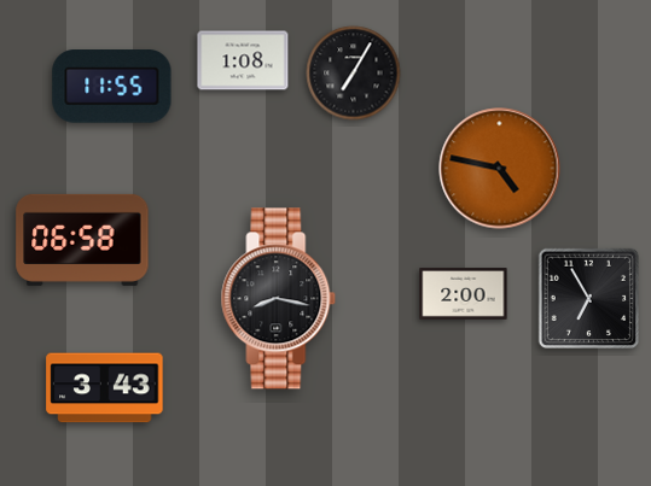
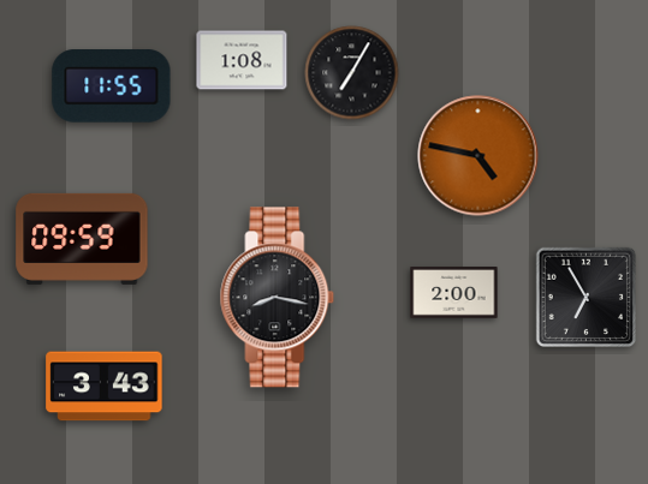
clock at (500, 169) position: (500, 169) -> (478, 156)
clock at (82, 240): 06:58 -> 09:59
clock at (464, 294) position: (464, 294) -> (454, 293)
